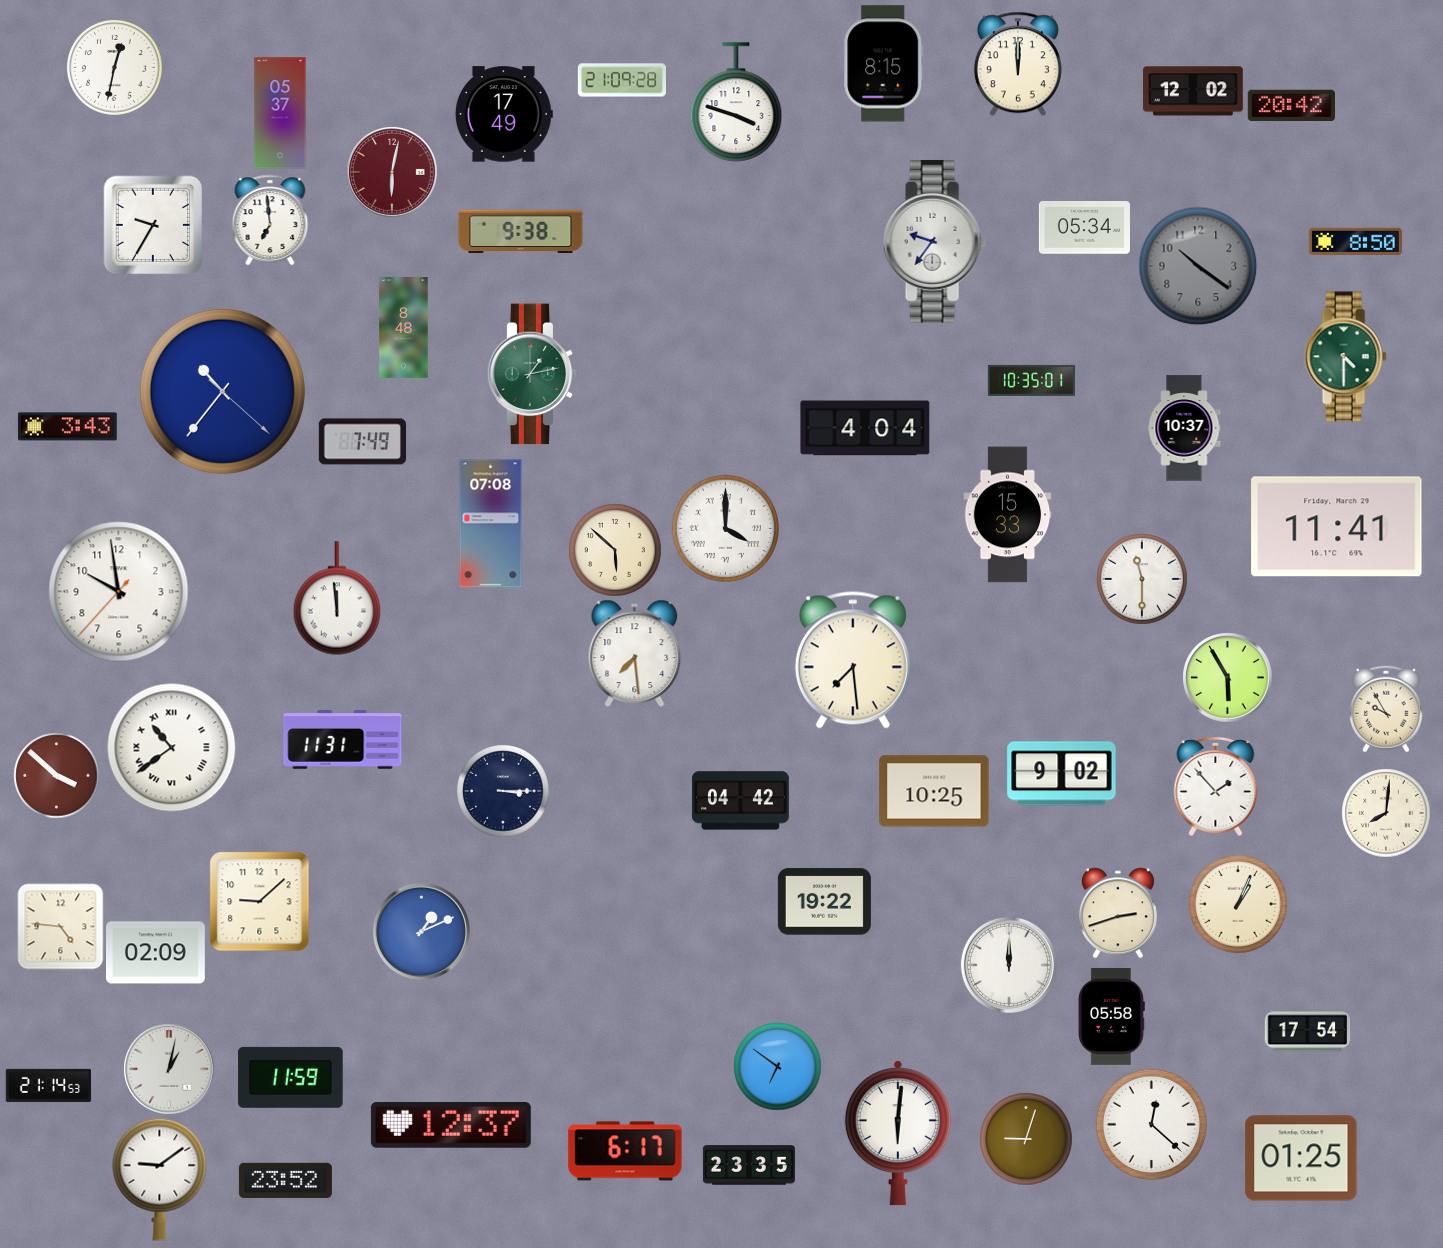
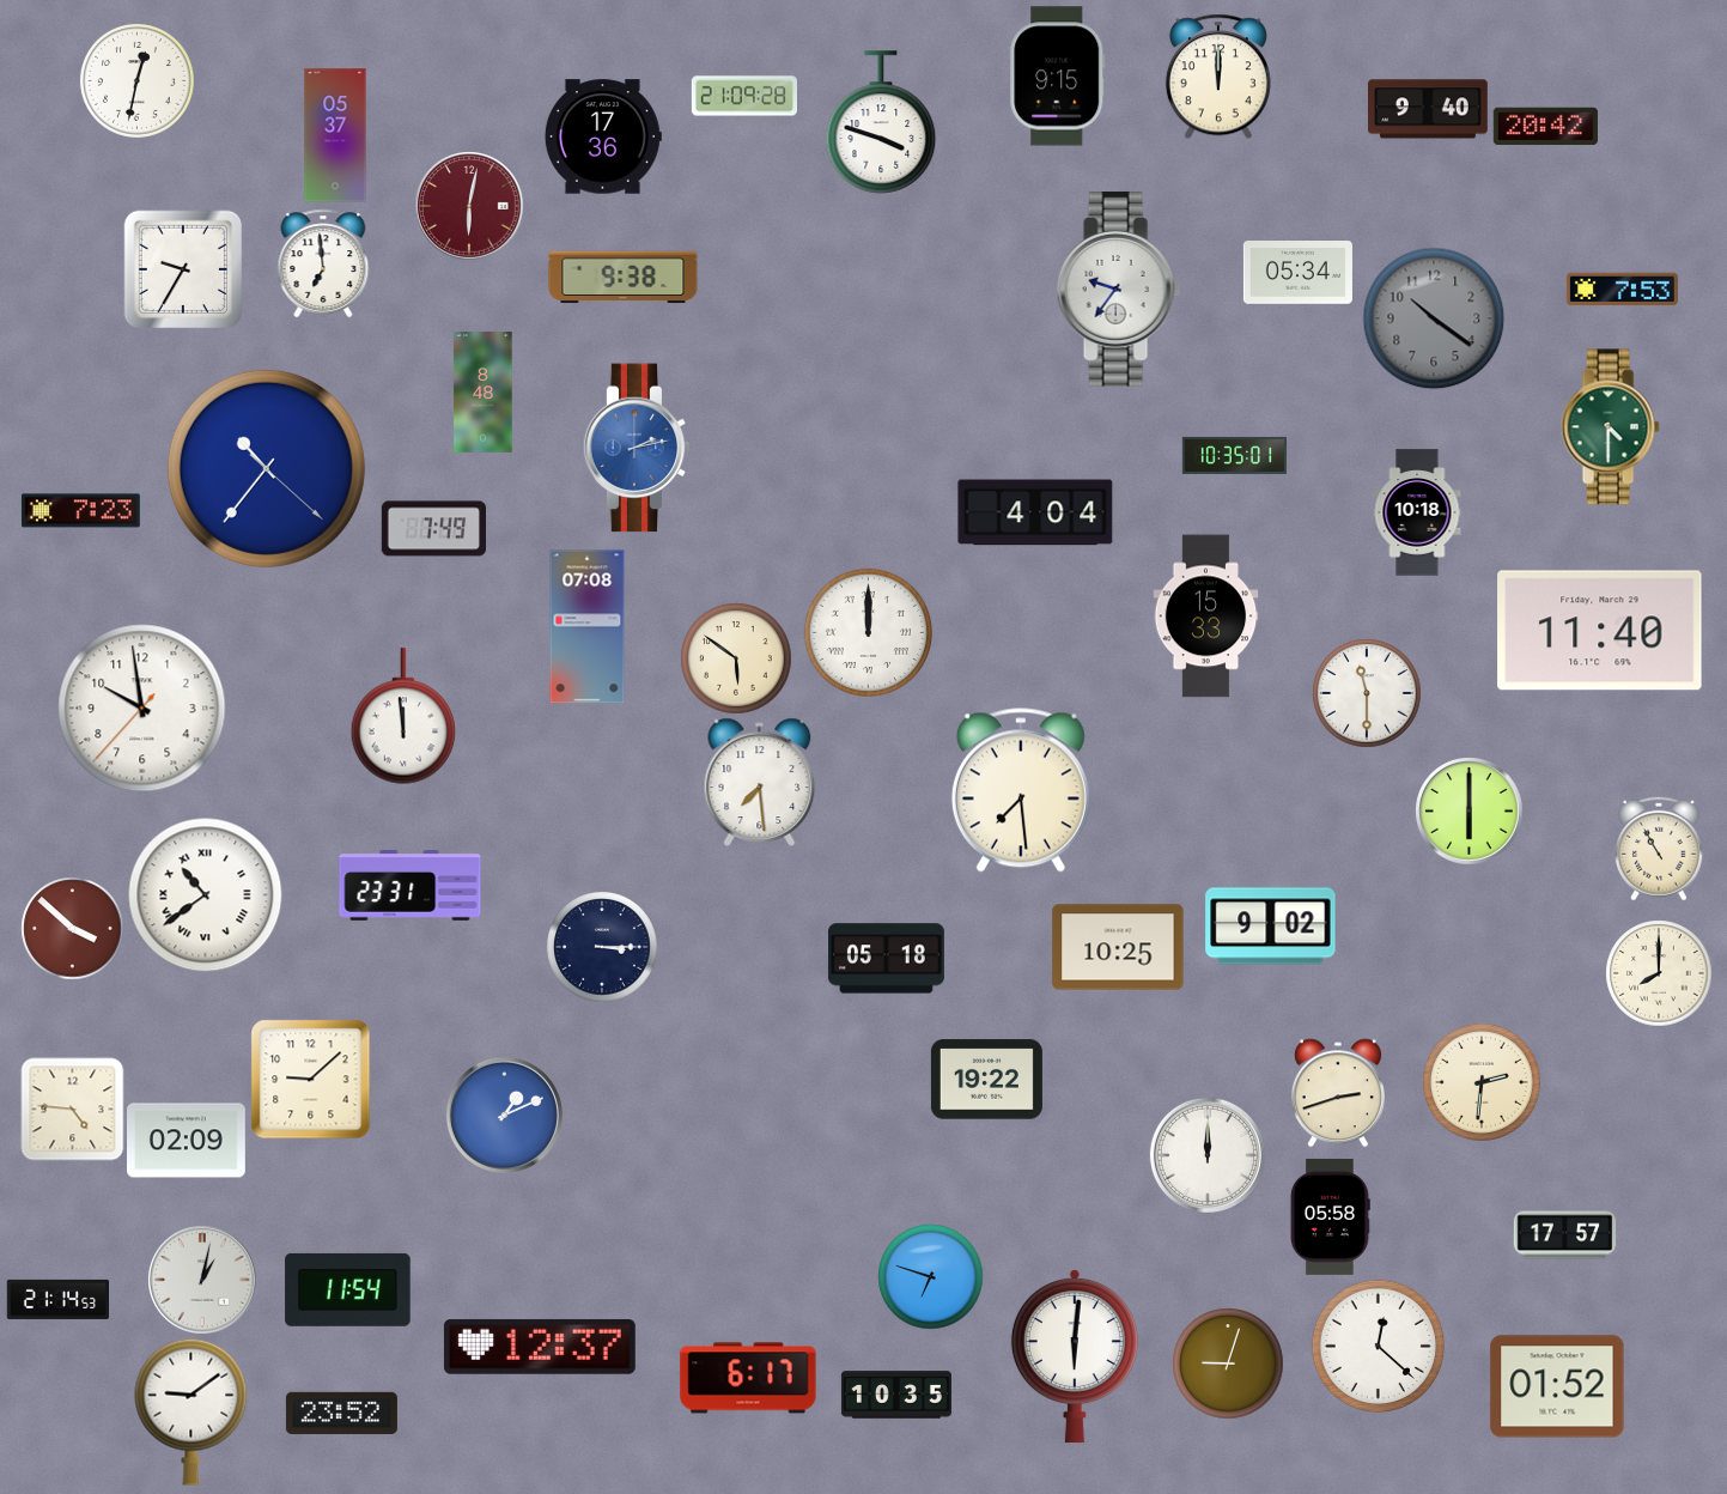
clock at (884, 64): 8:15 -> 9:15
clock at (1194, 91): 12:02 -> 9:40
clock at (504, 114): 17:49 -> 17:36
clock at (1355, 242): 8:50 -> 7:53
clock at (532, 374): 1:13 -> 2:13
clock at (532, 374) dial: green -> blue
clock at (67, 427): 3:43 -> 7:23
clock at (1184, 428): 10:37 -> 10:18
clock at (1337, 527): 11:41 -> 11:40
clock at (725, 528): 4:00 -> 12:00
clock at (615, 550): 5:52 -> 5:51
clock at (1227, 677): 5:55 -> 6:00
clock at (1386, 709): 9:55 -> 10:55
clock at (343, 740): 11:31 -> 23:31
clock at (56, 775) position: (56, 775) -> (72, 928)
clock at (1216, 786): 1:53 -> none
clock at (740, 801): 04:42 -> 05:18
clock at (1386, 813): 8:01 -> 8:00
clock at (1238, 904): 1:04 -> 2:31
clock at (1307, 1032): 17:54 -> 17:57
clock at (777, 1066): 6:51 -> 6:48
clock at (291, 1077): 11:59 -> 11:54
clock at (1301, 1158): 01:25 -> 01:52
clock at (749, 1165): 23:35 -> 10:35
